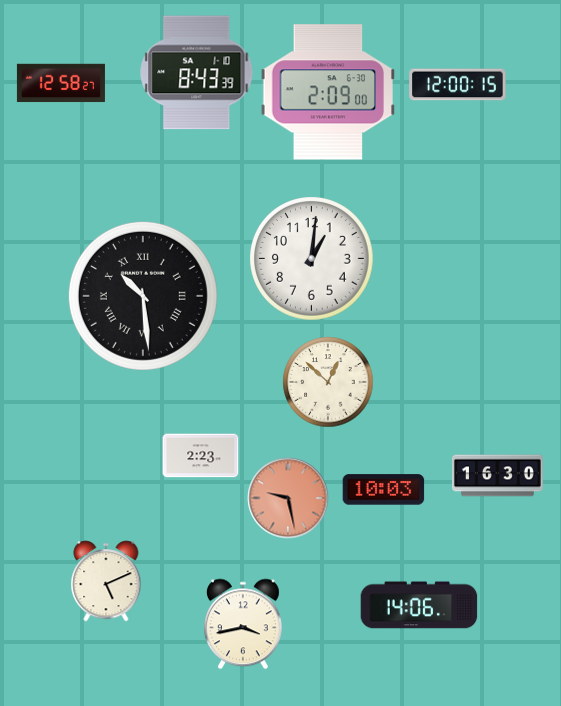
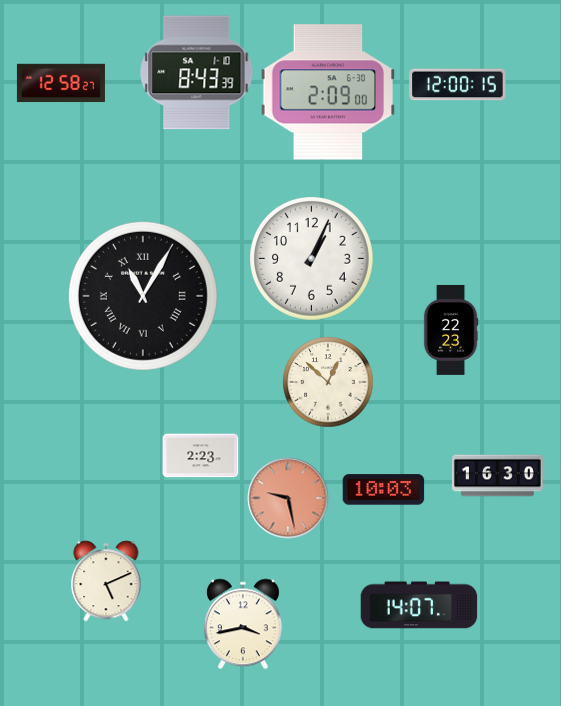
clock at (312, 259): 1:01 -> 1:04
clock at (143, 296): 10:29 -> 11:05
clock at (451, 330): none -> 22:23
clock at (419, 605): 14:06 -> 14:07
